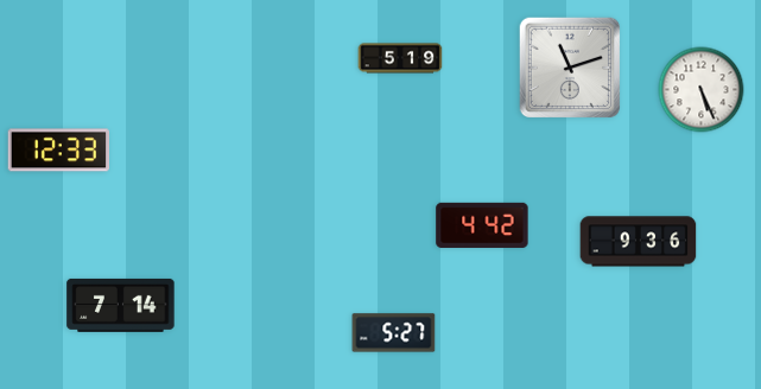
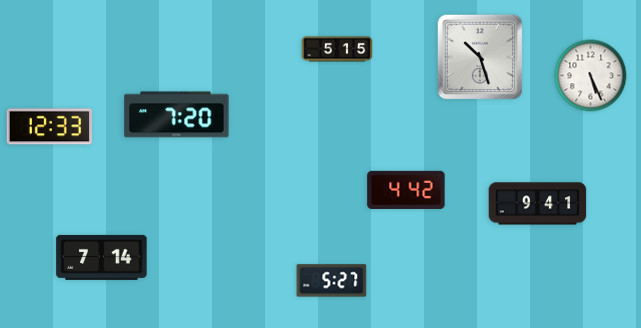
clock at (400, 58): 5:19 -> 5:15
clock at (570, 68): 11:12 -> 10:27
clock at (177, 115): none -> 7:20
clock at (639, 242): 9:36 -> 9:41
